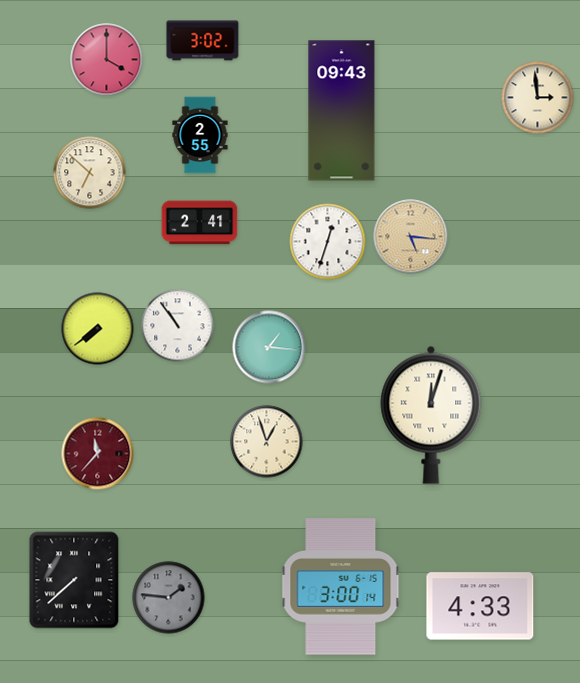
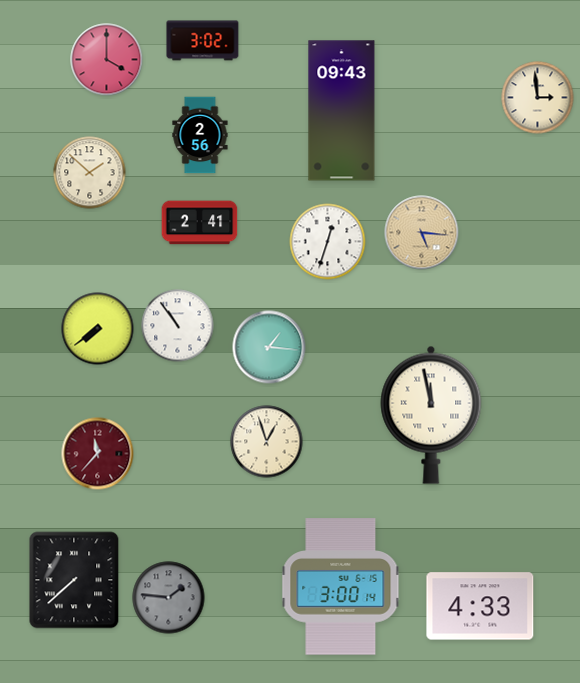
clock at (200, 135): 2:55 -> 2:56
clock at (90, 173): 6:52 -> 1:52
clock at (411, 237) position: (411, 237) -> (422, 233)
clock at (431, 415): 12:03 -> 11:58
